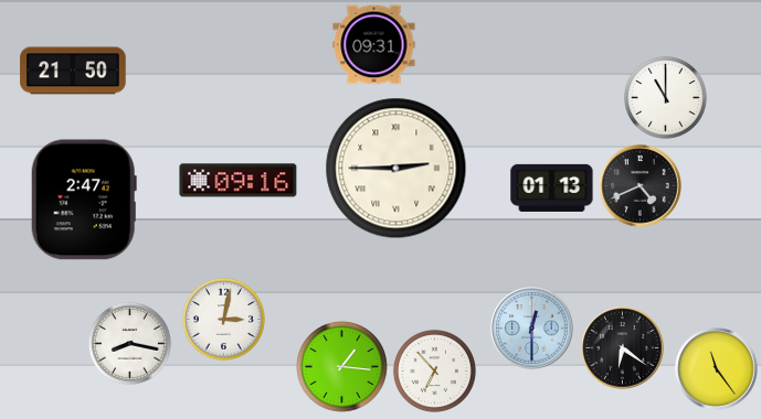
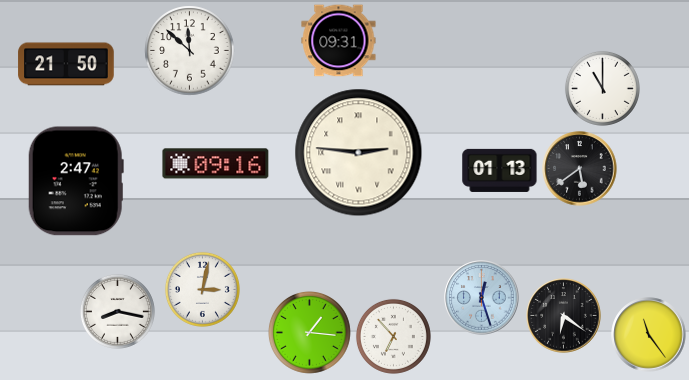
clock at (190, 51): none -> 11:52
clock at (397, 169): 2:45 -> 2:46
clock at (641, 186): 4:41 -> 5:39
clock at (532, 329): 12:30 -> 12:27
